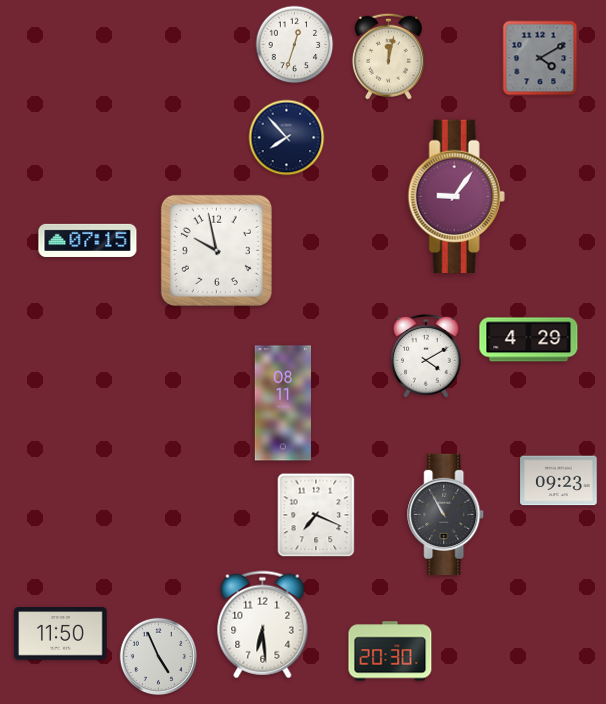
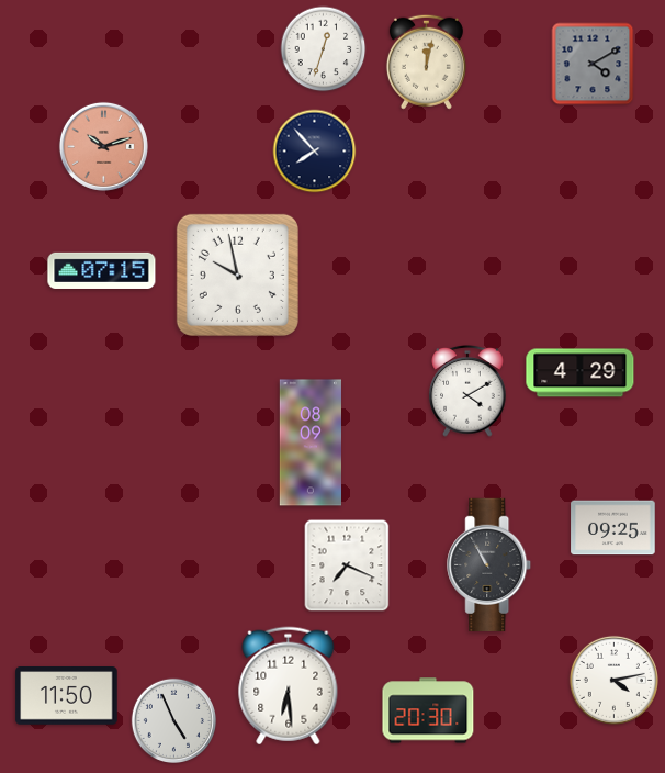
clock at (103, 146): none -> 10:12
clock at (456, 196): 9:06 -> none
clock at (88, 240) position: (88, 240) -> (102, 270)
clock at (282, 403): 08:11 -> 08:09
clock at (559, 481): 09:23 -> 09:25
clock at (613, 680): none -> 4:13
clock at (390, 651) position: (390, 651) -> (428, 710)
